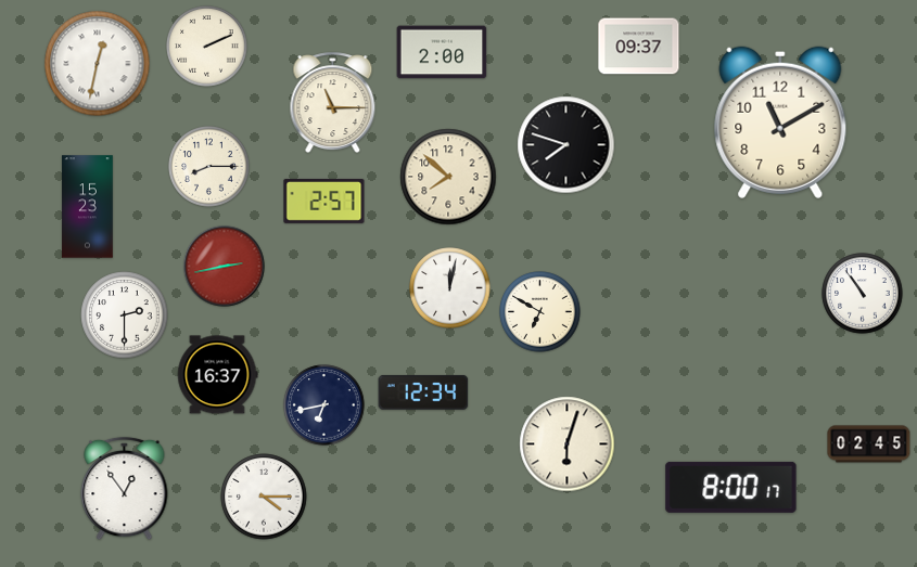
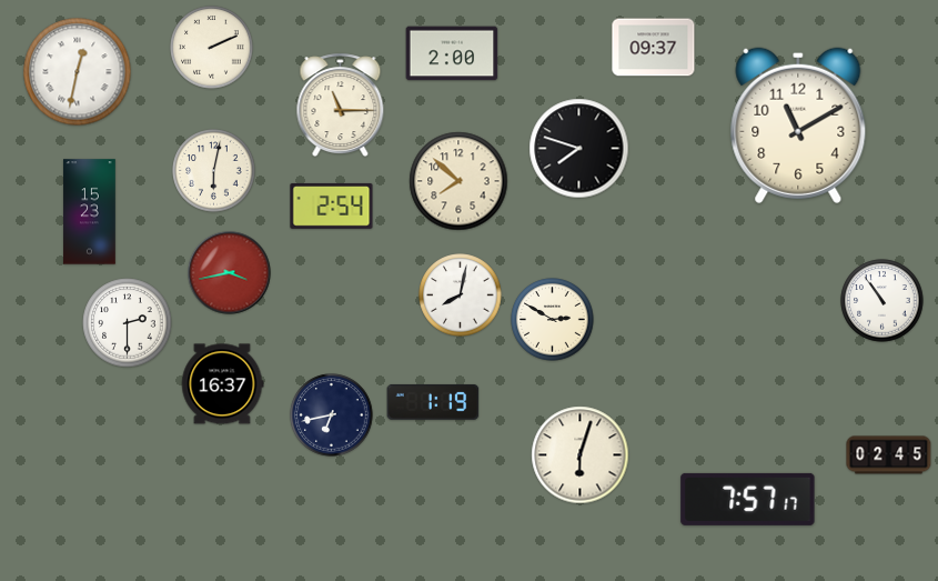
clock at (98, 64) position: (98, 64) -> (78, 72)
clock at (209, 167): 8:15 -> 6:02
clock at (324, 202): 2:57 -> 2:54
clock at (225, 267): 2:43 -> 3:43
clock at (450, 288): 12:02 -> 8:02
clock at (540, 312): 6:50 -> 2:50
clock at (423, 392): 12:34 -> 1:19
clock at (731, 487): 8:00 -> 7:57
clock at (125, 489): 12:54 -> none
clock at (264, 497): 4:15 -> none
